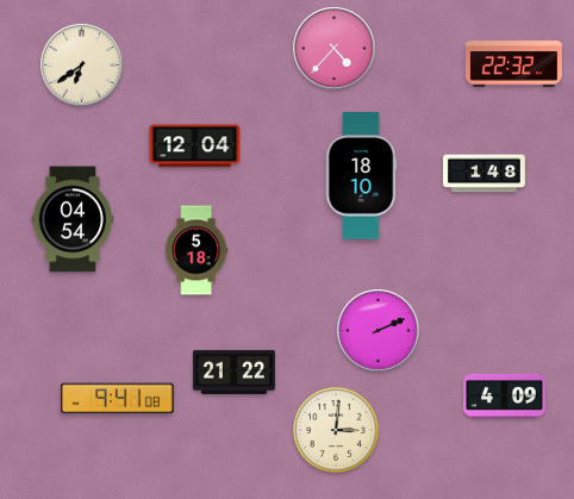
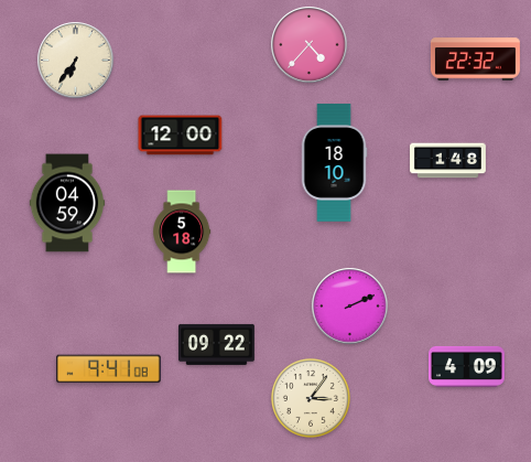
clock at (82, 66): 6:39 -> 6:36
clock at (195, 146): 12:04 -> 12:00
clock at (73, 219): 04:54 -> 04:59
clock at (235, 372): 21:22 -> 09:22
clock at (336, 430): 3:01 -> 3:06
